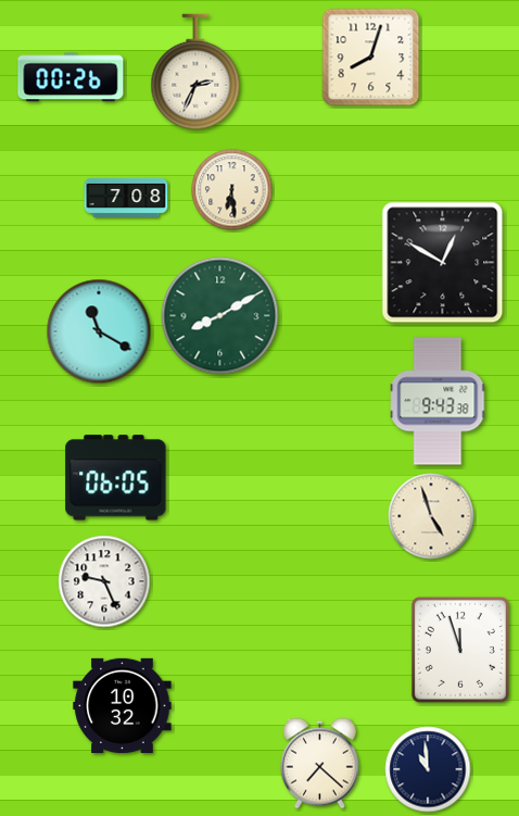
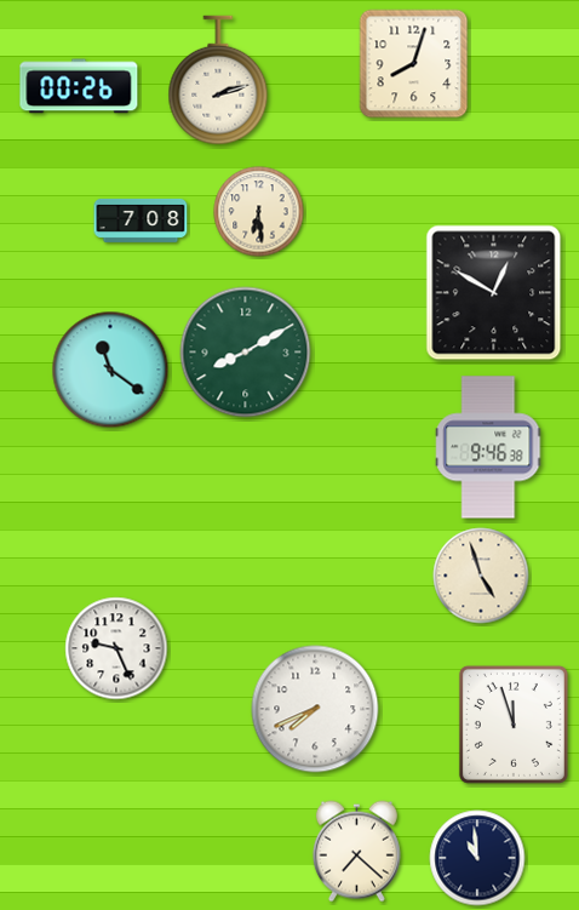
clock at (195, 72): 2:34 -> 2:12
clock at (99, 331): 11:20 -> 11:21
clock at (439, 401): 9:43 -> 9:46
clock at (116, 478): 06:05 -> none
clock at (315, 709): none -> 7:41
clock at (123, 705): 10:32 -> none
